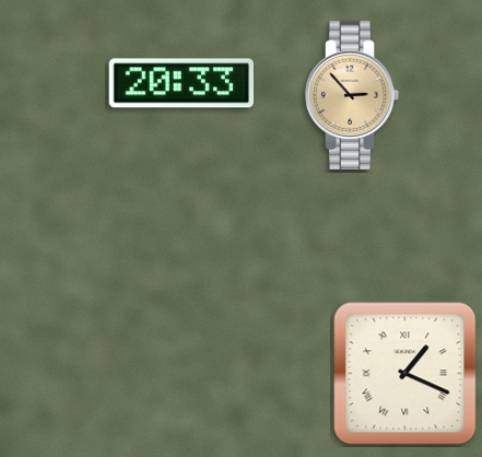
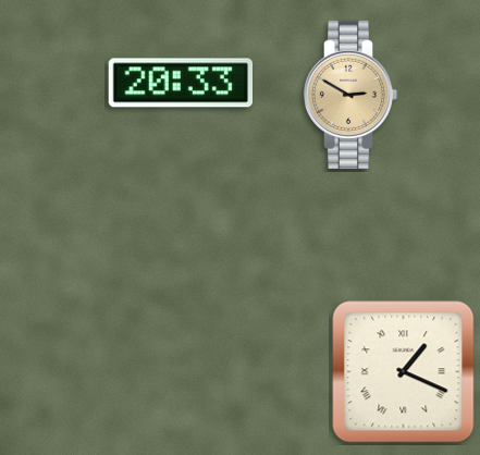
clock at (352, 95): 2:53 -> 2:50
